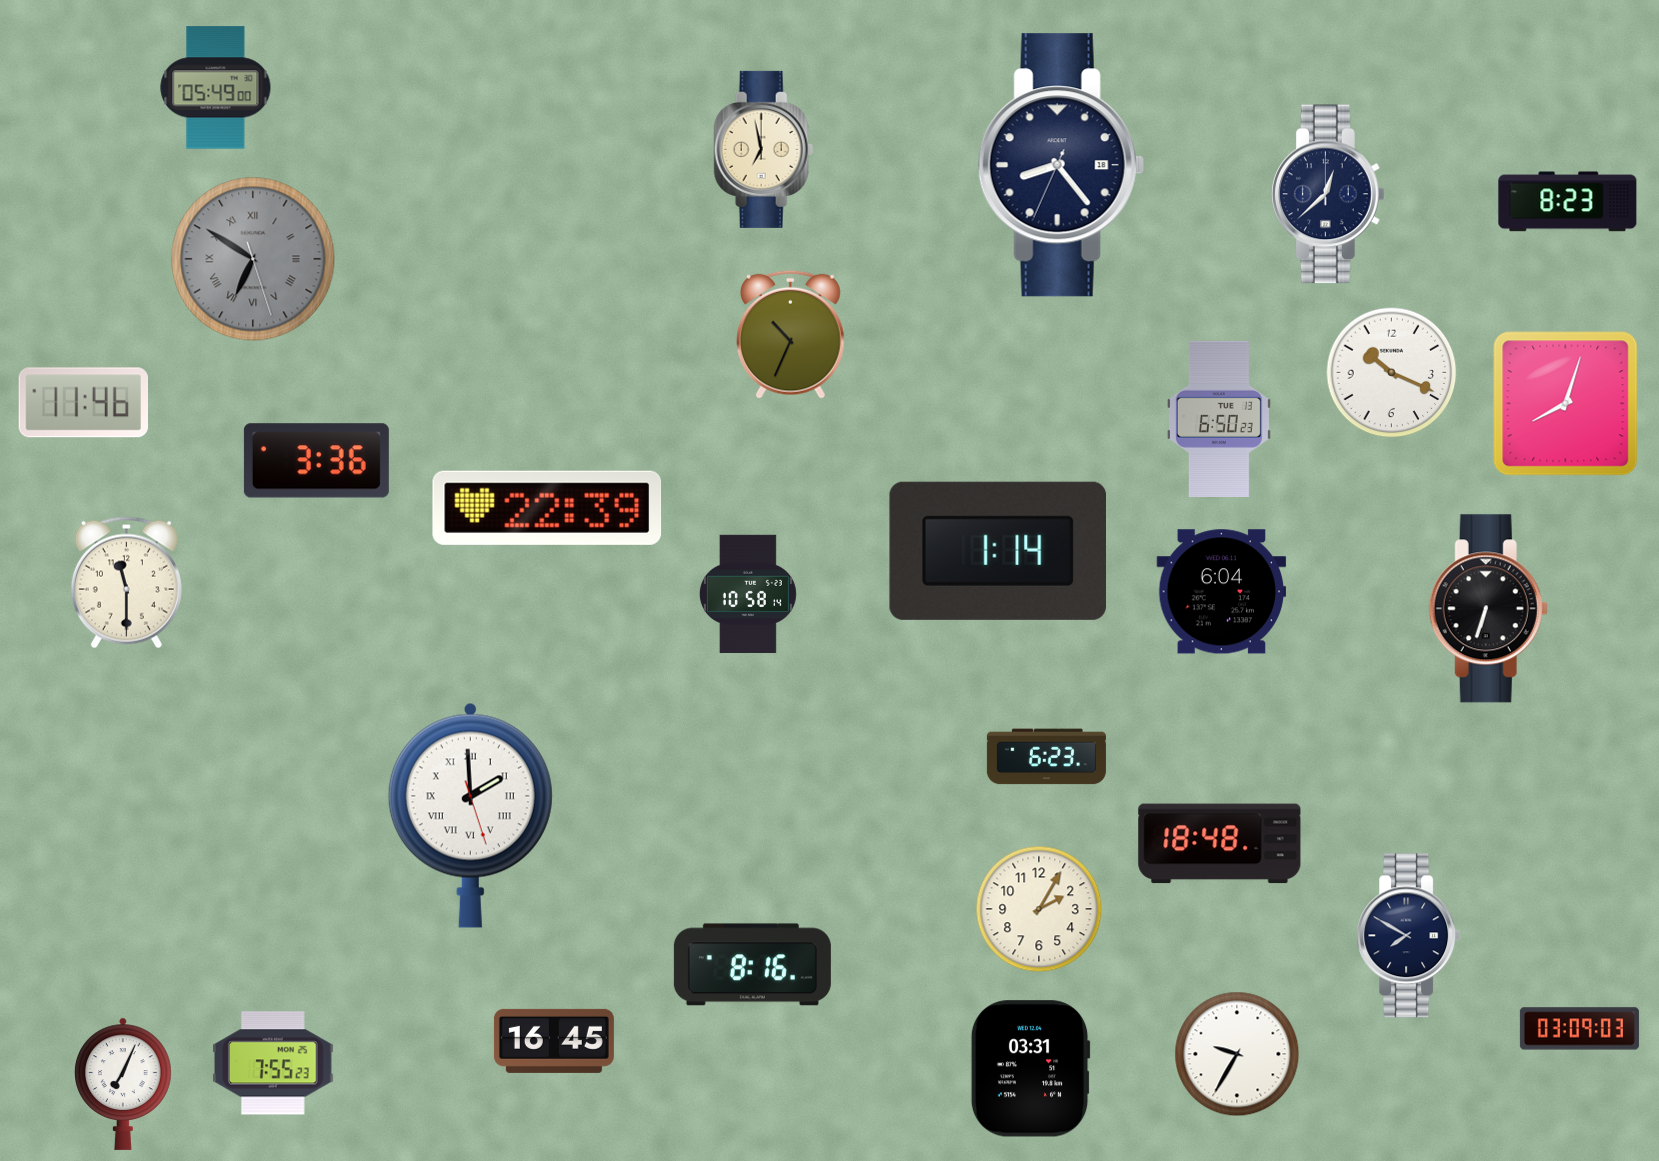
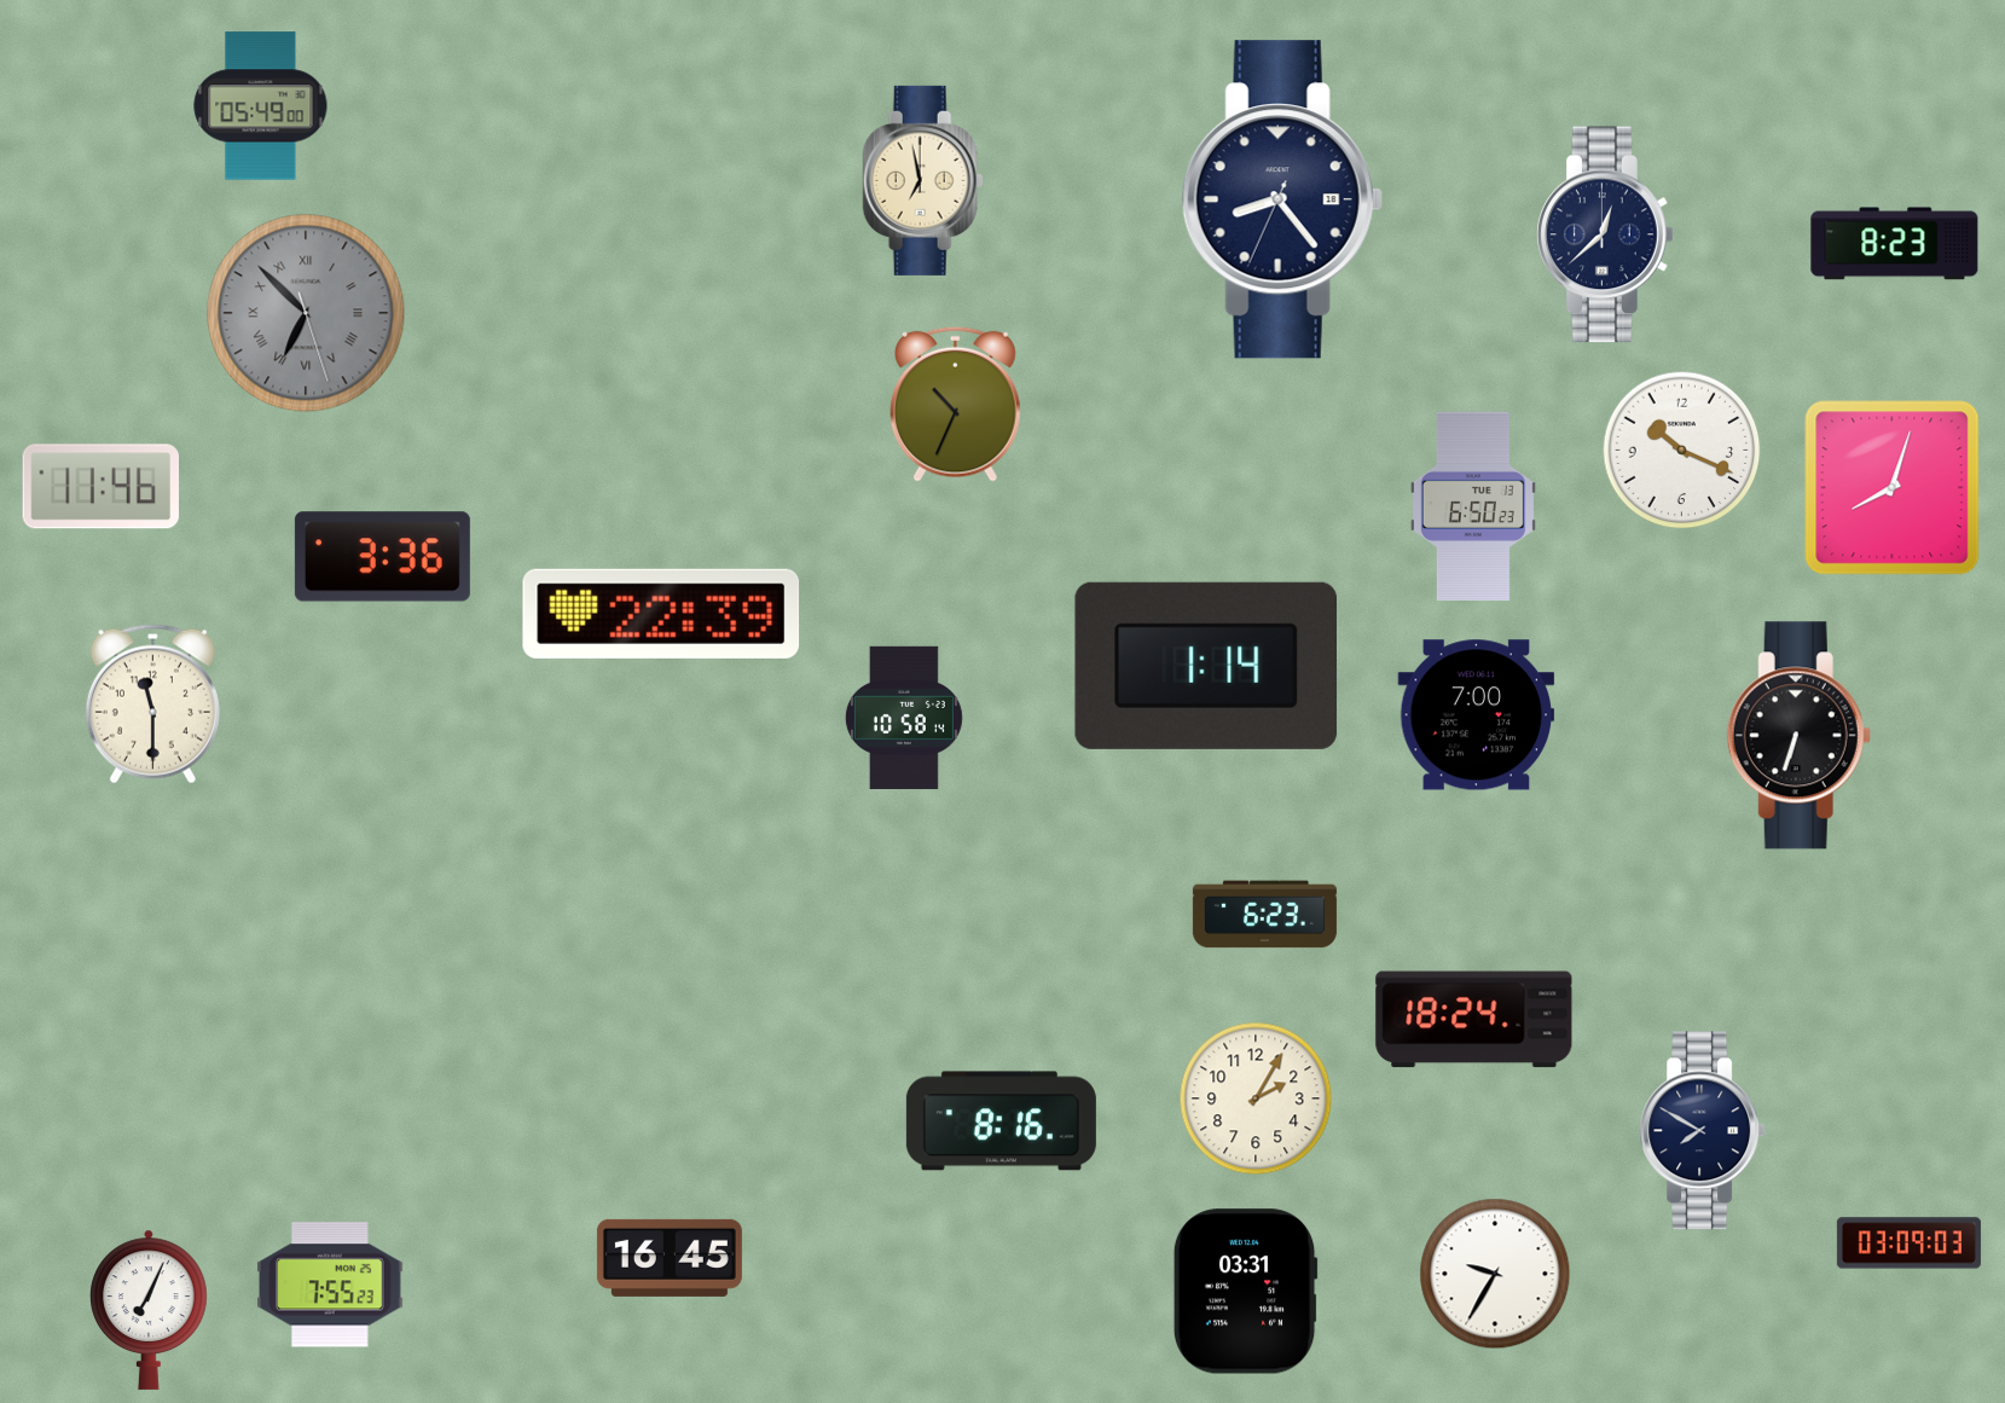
clock at (253, 259): 6:50 -> 6:52
clock at (1222, 592): 6:04 -> 7:00
clock at (470, 815): 1:59 -> none
clock at (1220, 844): 18:48 -> 18:24
clock at (752, 965) position: (752, 965) -> (1001, 1121)
